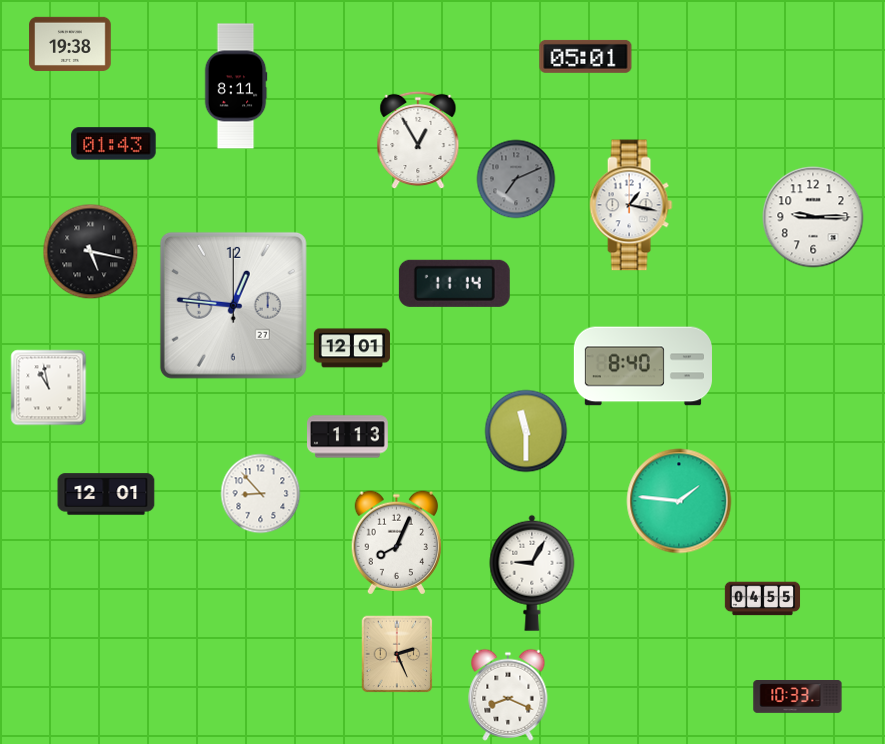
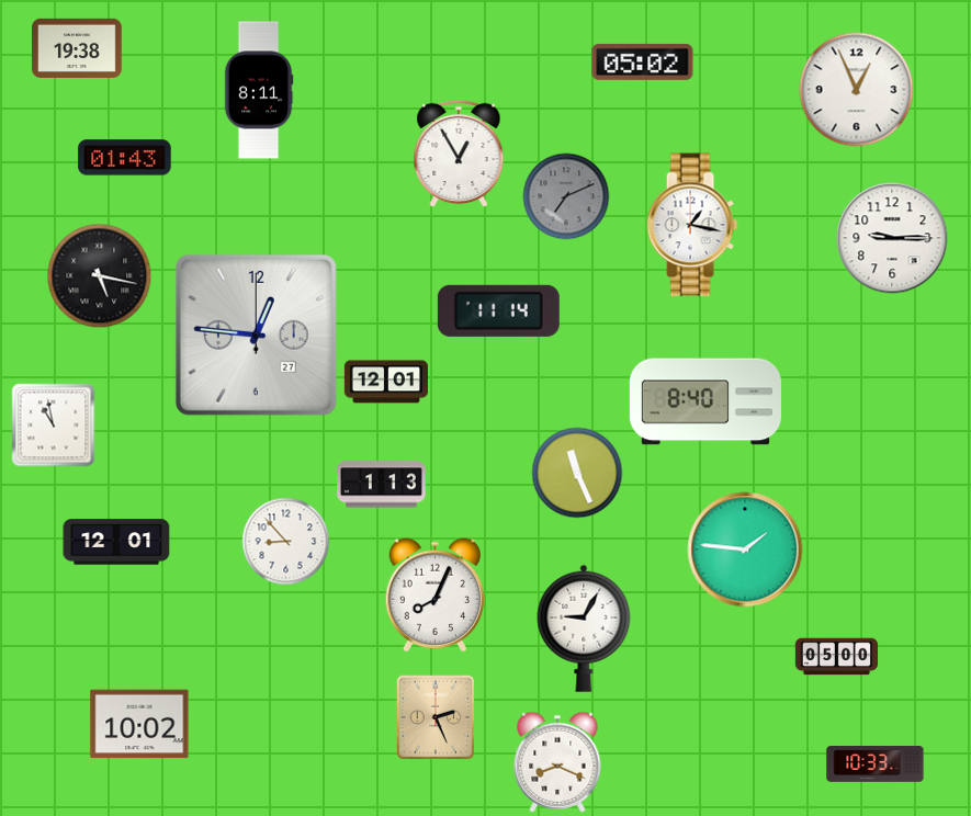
clock at (586, 56): 05:01 -> 05:02
clock at (857, 90): none -> 12:56
clock at (236, 86) position: (236, 86) -> (259, 90)
clock at (526, 431): 11:30 -> 11:26
clock at (348, 437) position: (348, 437) -> (382, 485)
clock at (763, 599): 04:55 -> 05:00
clock at (139, 724): none -> 10:02
